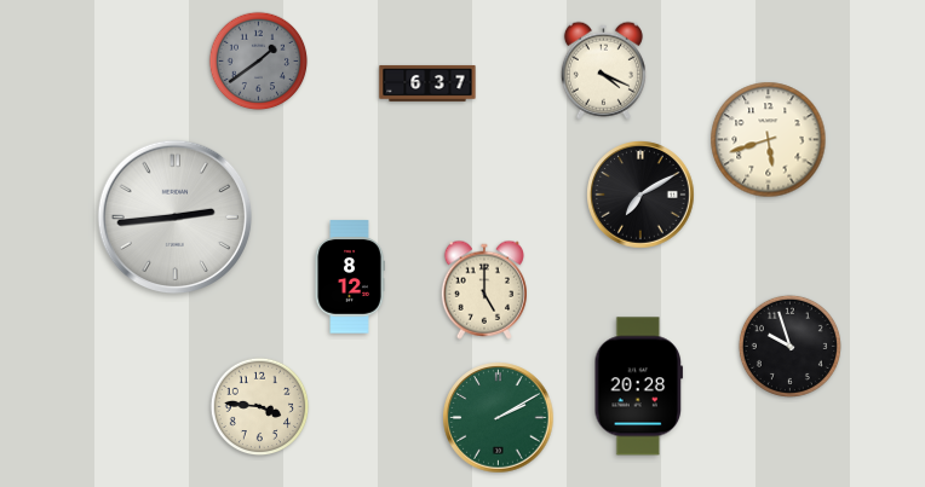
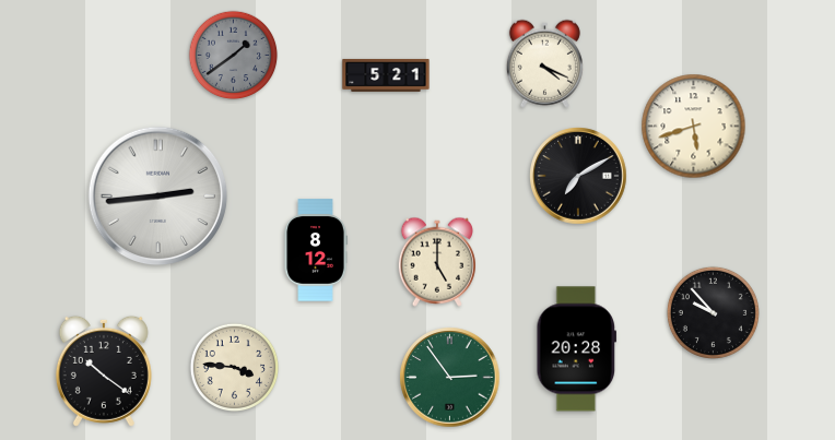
clock at (427, 83): 6:37 -> 5:21
clock at (789, 346): 9:57 -> 9:53
clock at (104, 371): none -> 10:21
clock at (499, 418): 2:10 -> 2:54
